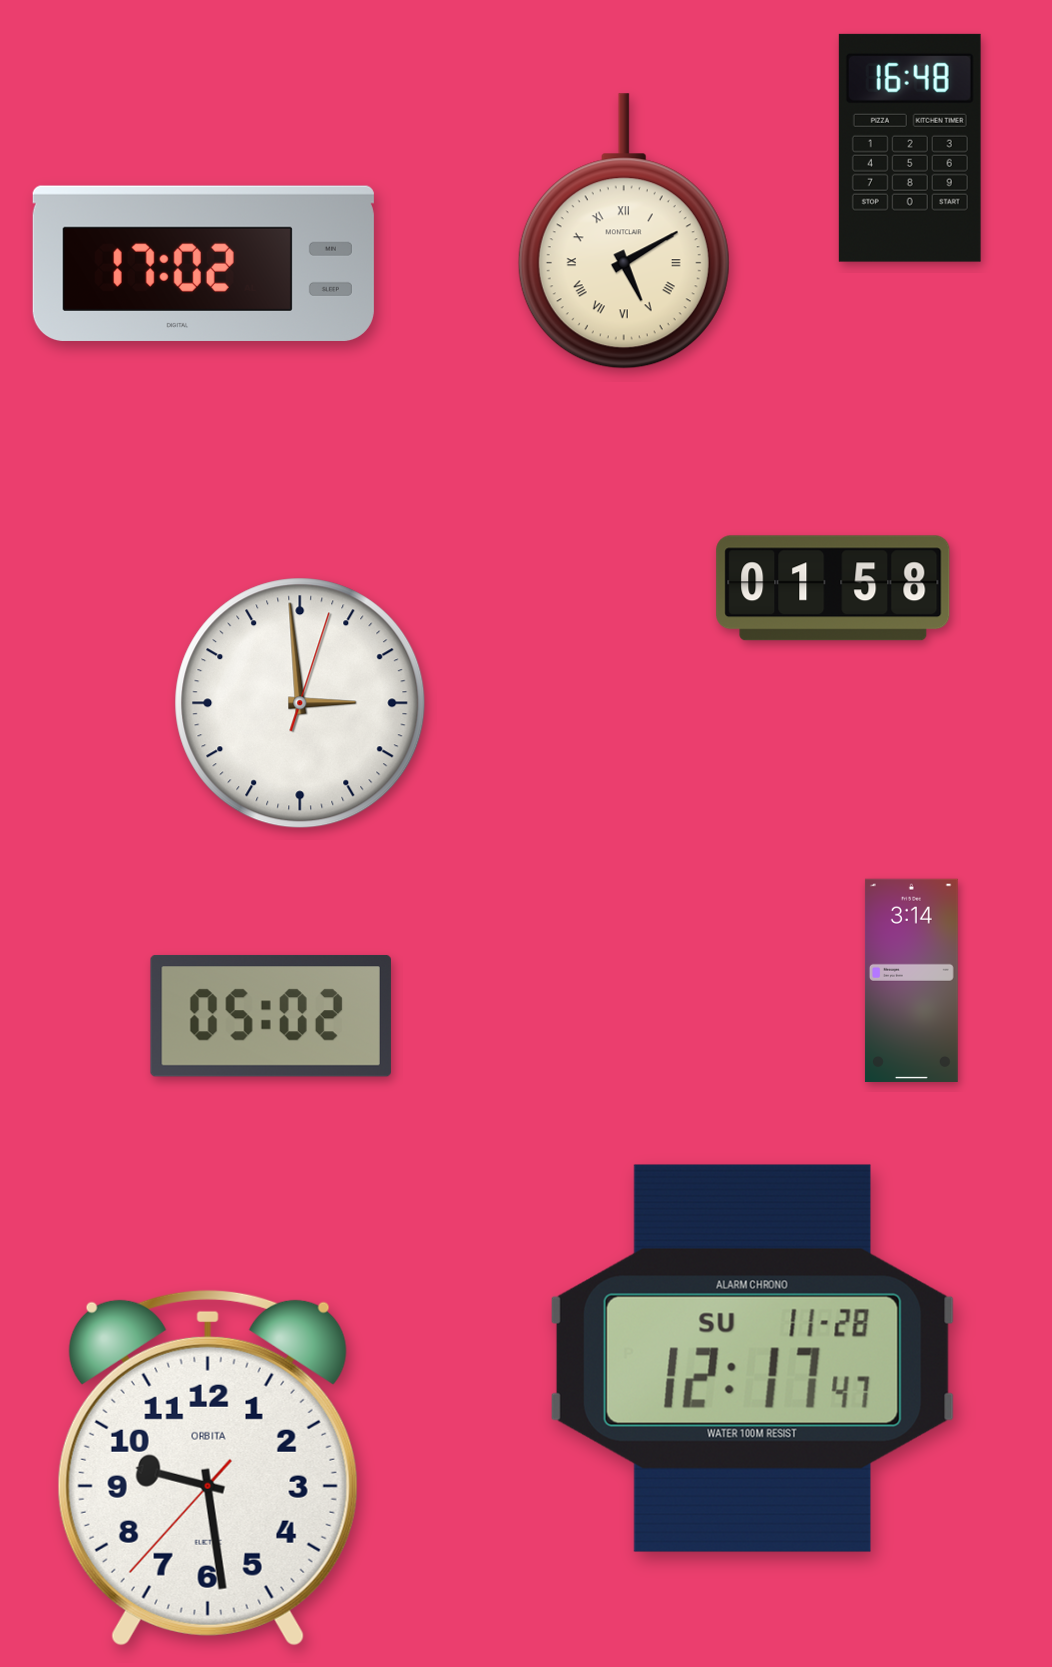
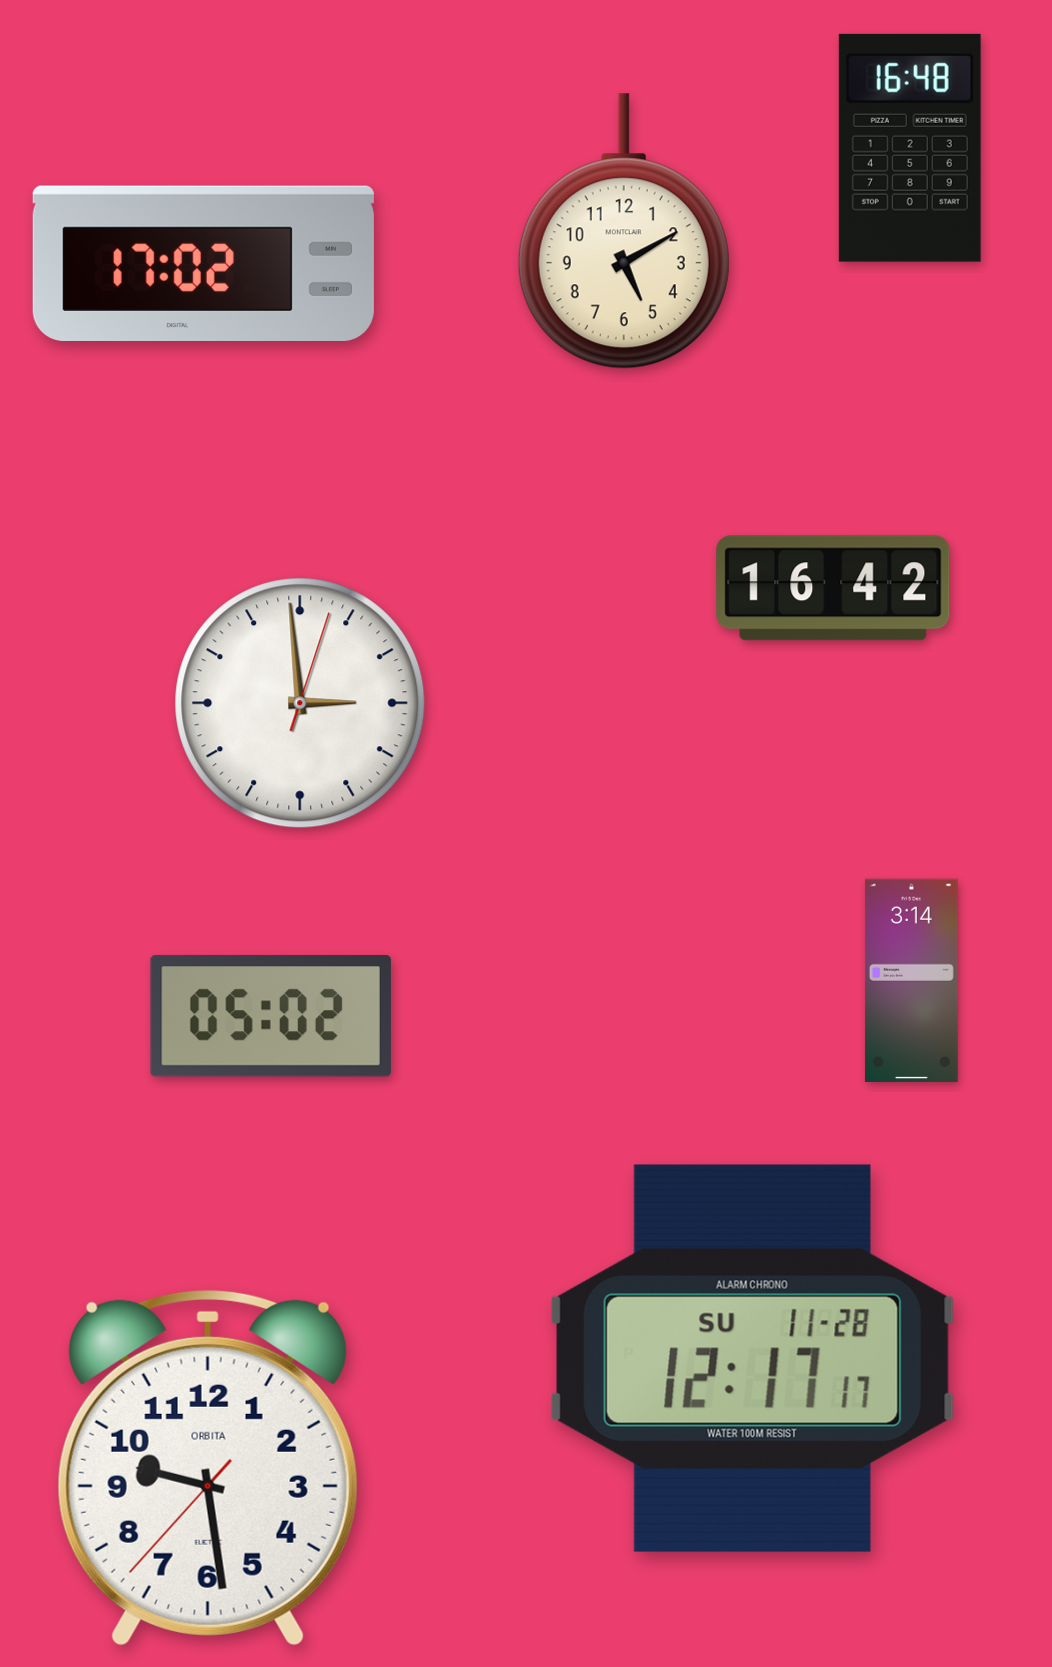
clock at (624, 231) numerals: Roman -> Arabic
clock at (833, 588): 01:58 -> 16:42
clock at (752, 1358): 12:17:47 -> 12:17:17
